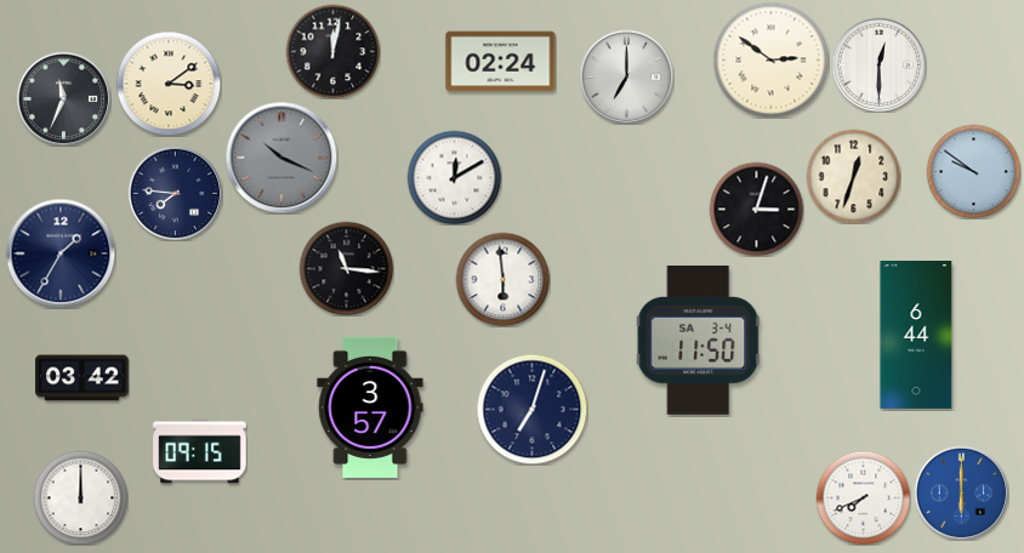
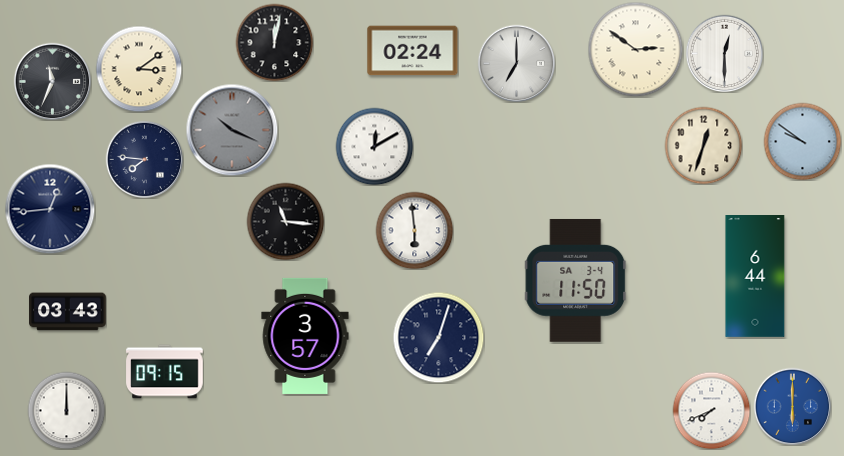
clock at (756, 209): 3:03 -> none
clock at (61, 253): 1:35 -> 12:44
clock at (83, 378): 03:42 -> 03:43
